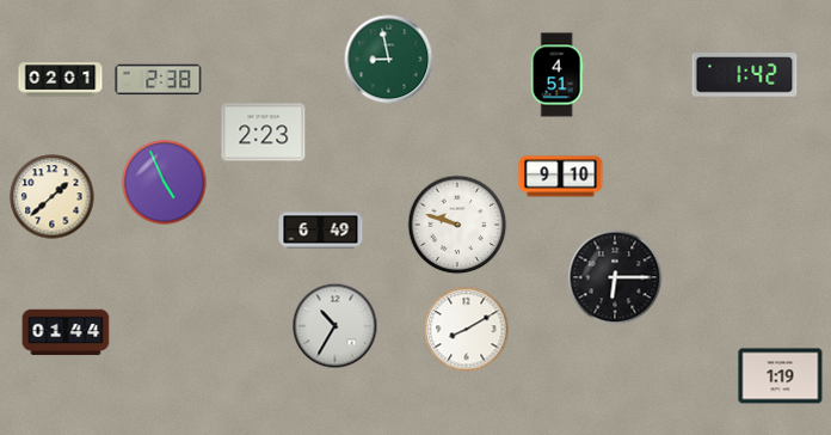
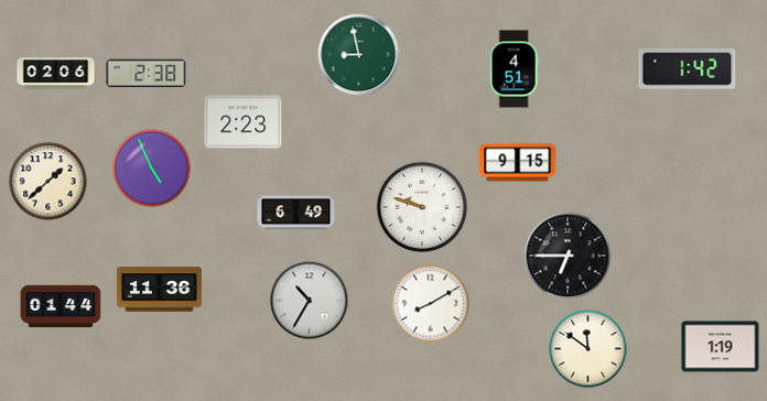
clock at (61, 80): 02:01 -> 02:06
clock at (561, 177): 9:10 -> 9:15
clock at (615, 277): 6:15 -> 6:45
clock at (159, 290): none -> 11:36
clock at (588, 349): none -> 11:51
